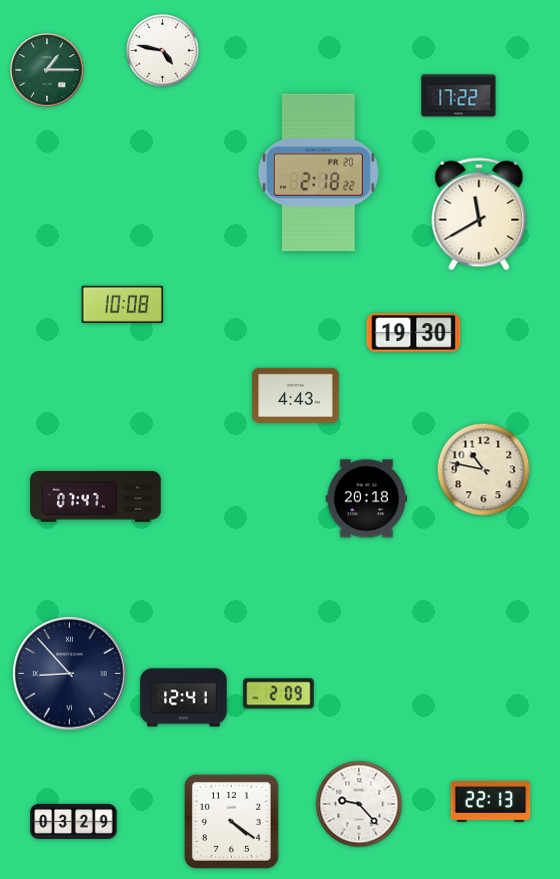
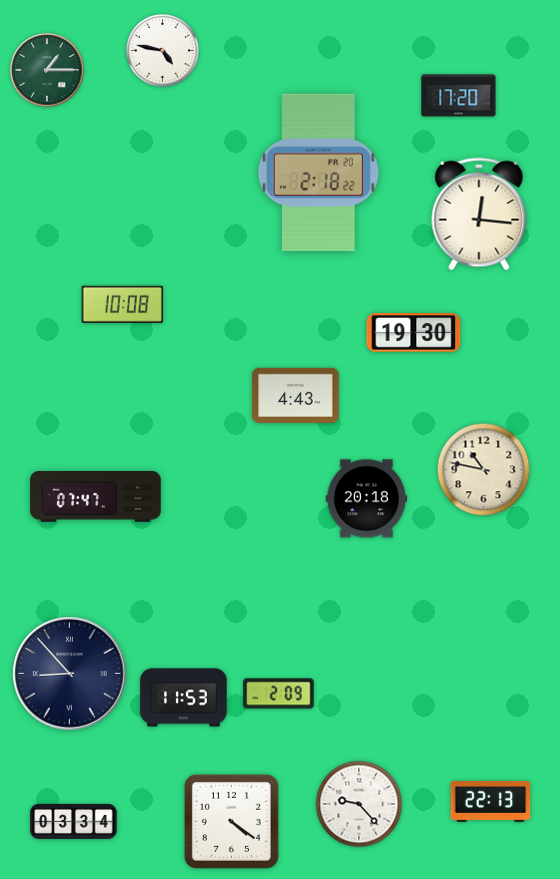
clock at (459, 96): 17:22 -> 17:20
clock at (479, 214): 11:40 -> 12:16
clock at (184, 698): 12:41 -> 11:53
clock at (74, 821): 03:29 -> 03:34
